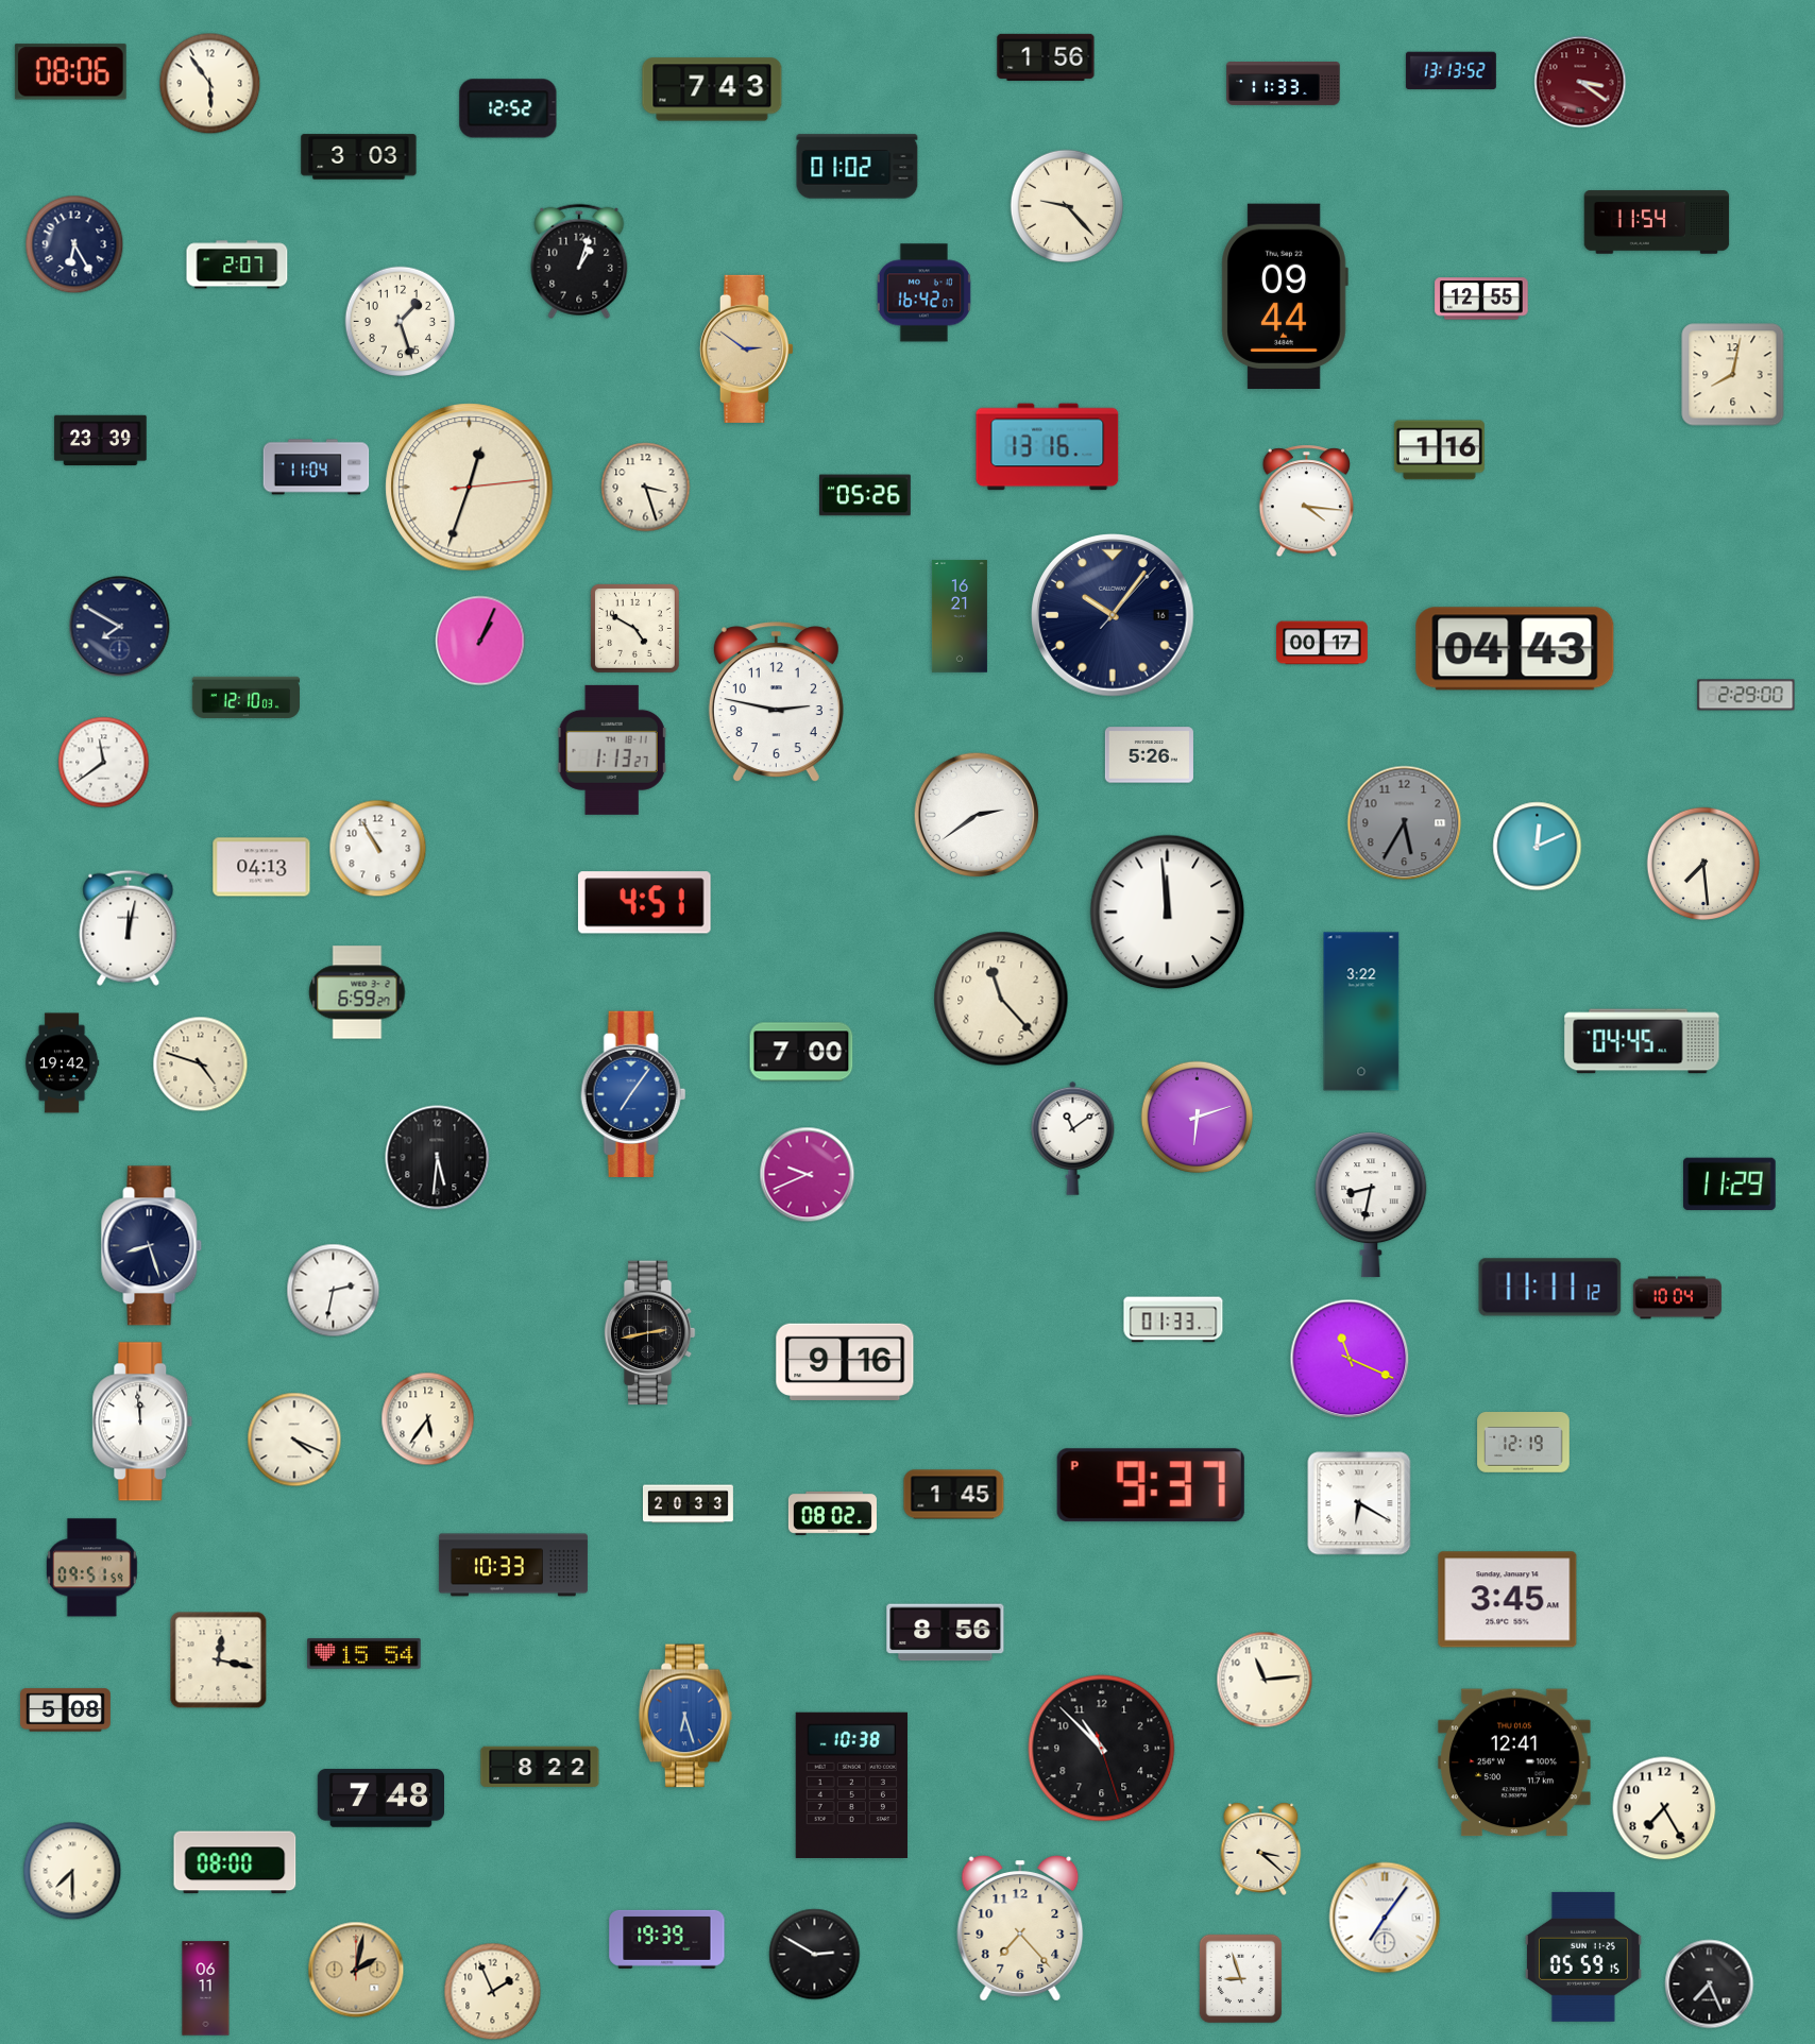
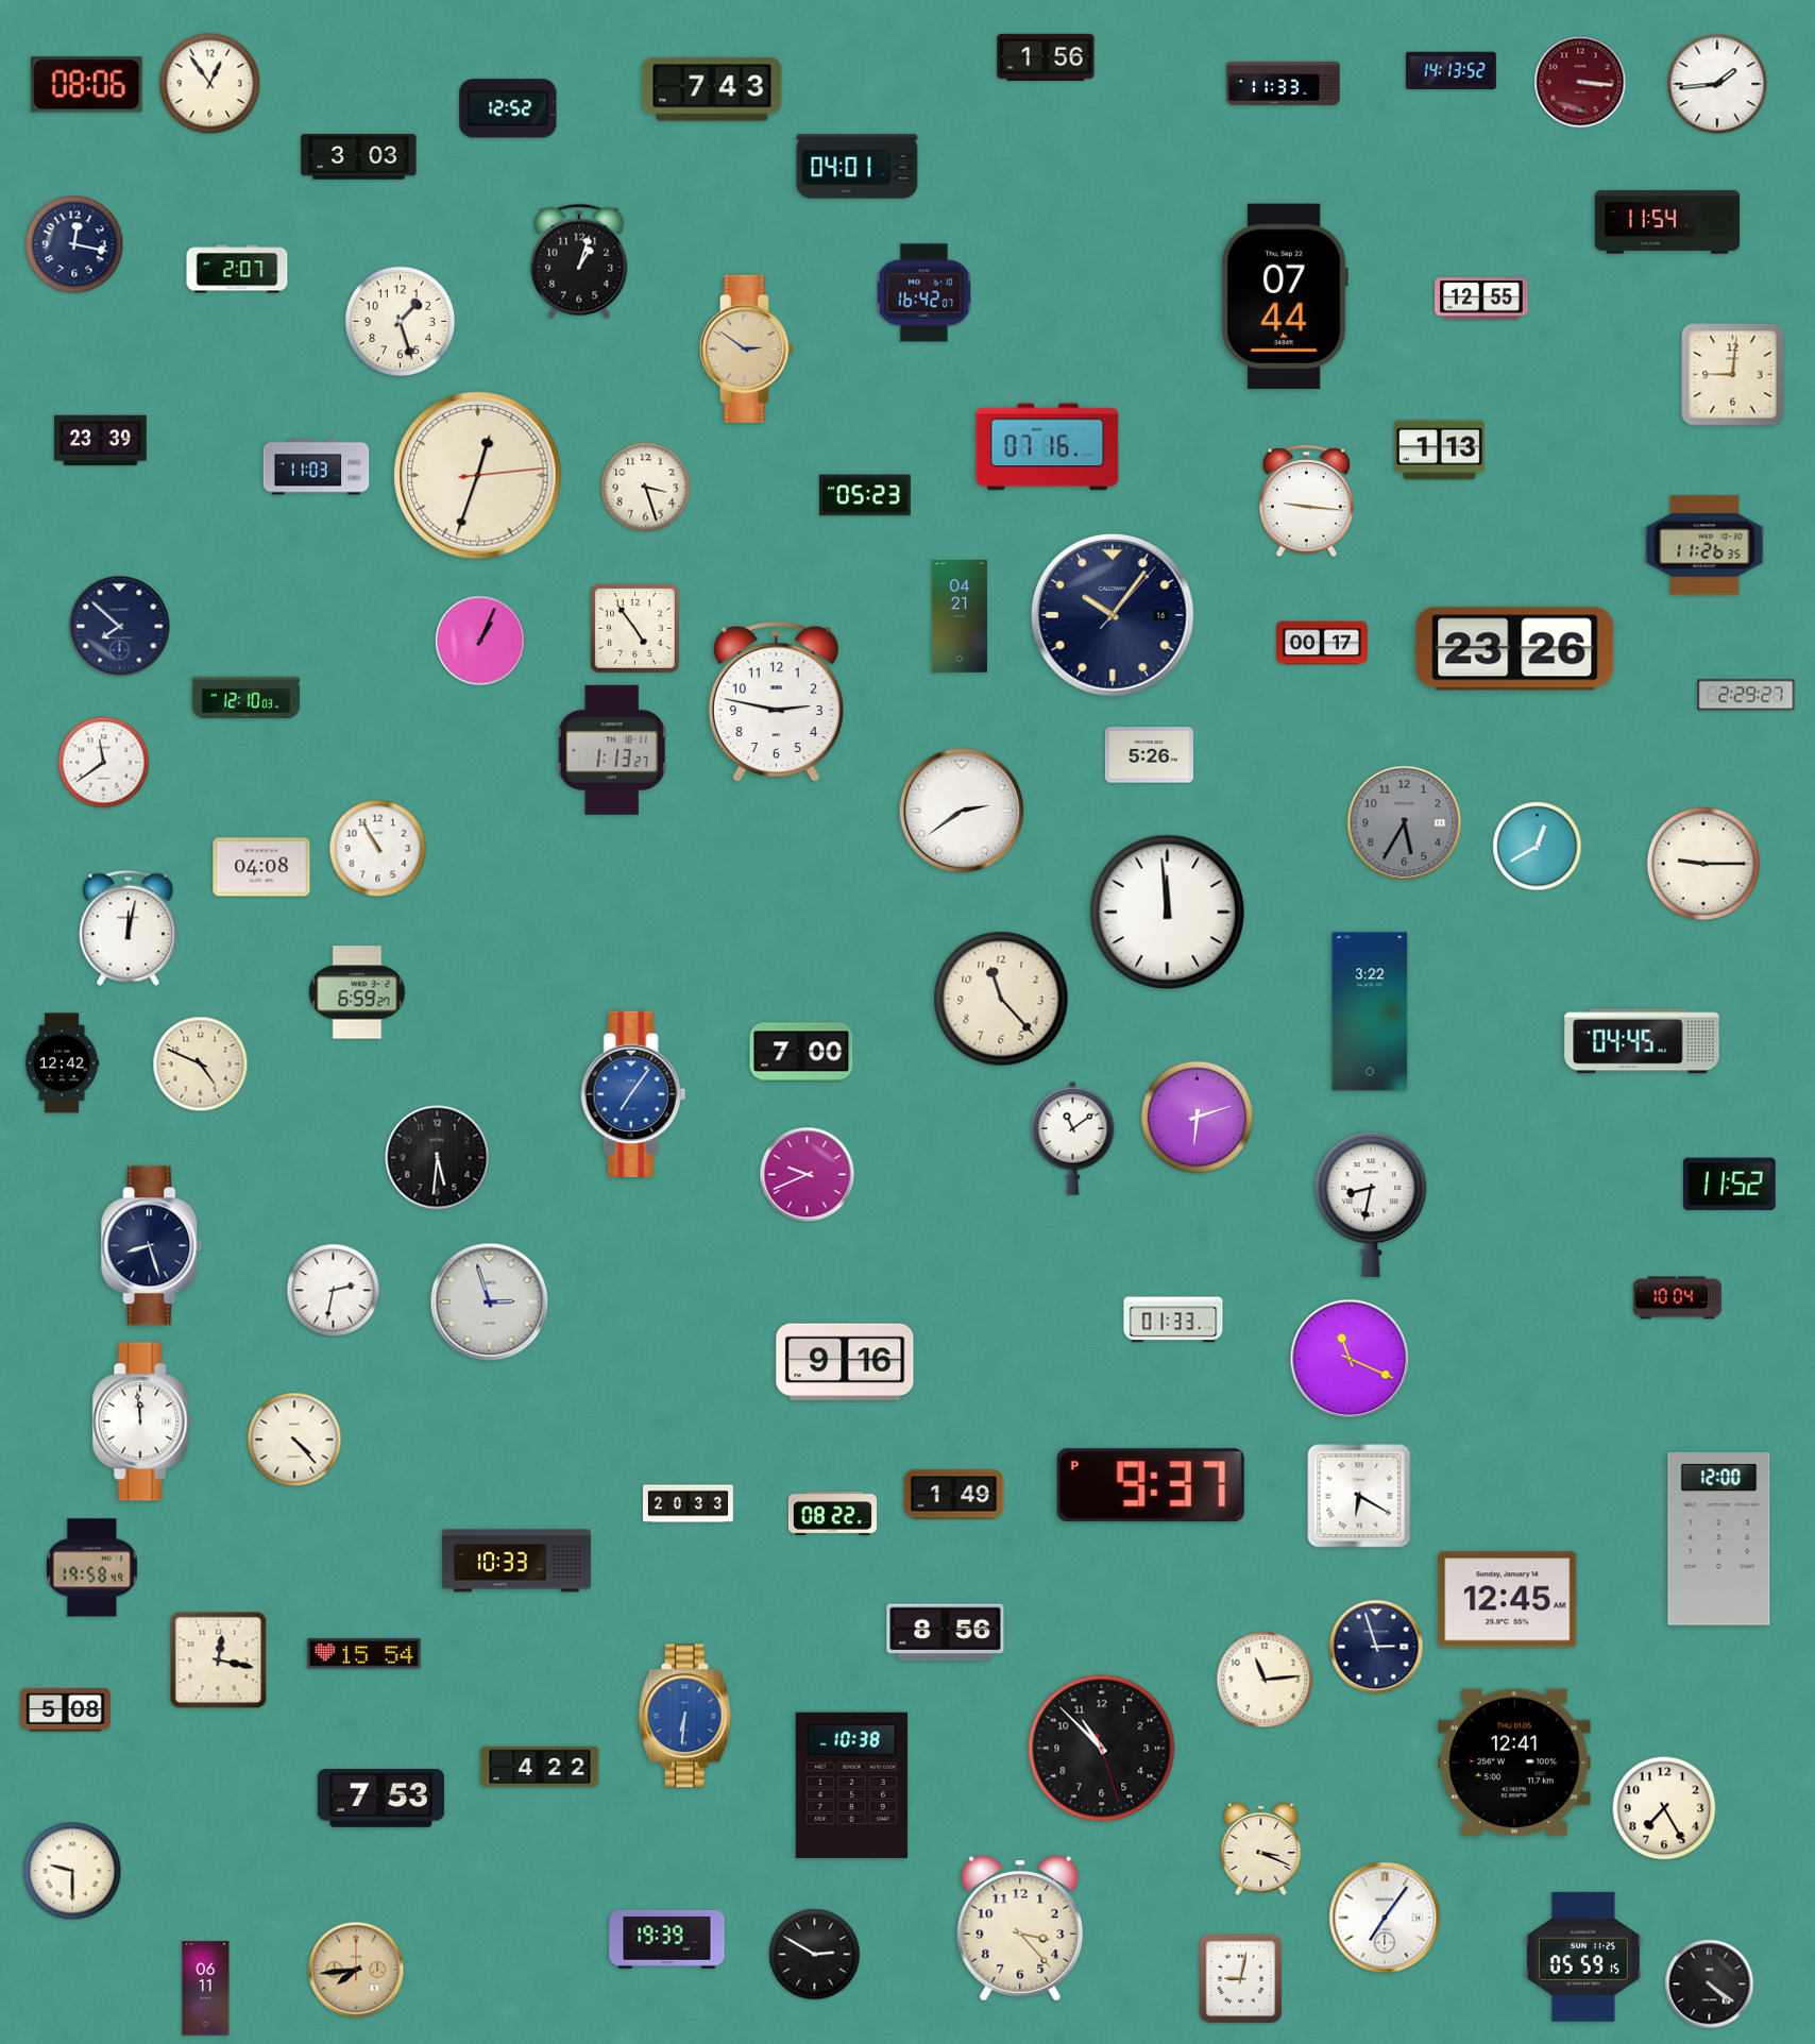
clock at (1451, 71): 13:13 -> 14:13
clock at (70, 72) position: (70, 72) -> (86, 85)
clock at (1580, 82): 3:21 -> 3:16
clock at (210, 84): 5:54 -> 12:54
clock at (1717, 84): none -> 1:44
clock at (858, 167): 01:02 -> 04:01
clock at (1066, 205): 9:23 -> none
clock at (1657, 222) position: (1657, 222) -> (1667, 222)
clock at (74, 244): 6:25 -> 12:17
clock at (237, 265) position: (237, 265) -> (237, 269)
clock at (1285, 295): 09:44 -> 07:44
clock at (1733, 375): 8:02 -> 9:01
clock at (1048, 447): 13:16 -> 07:16
clock at (1439, 450): 1:16 -> 1:13
clock at (317, 467): 11:04 -> 11:03
clock at (470, 488) position: (470, 488) -> (478, 476)
clock at (866, 495): 05:26 -> 05:23
clock at (1307, 501): 4:16 -> 9:16
clock at (1704, 545): none -> 11:26
clock at (960, 616): 16:21 -> 04:21
clock at (120, 627): 7:50 -> 7:52
clock at (634, 628): 4:50 -> 4:54
clock at (1515, 649): 04:43 -> 23:26
clock at (1746, 695): 2:29:00 -> 2:29:27
clock at (977, 815) position: (977, 815) -> (962, 811)
clock at (1538, 847): 12:11 -> 12:40
clock at (1702, 863): 7:29 -> 9:15
clock at (261, 867): 04:13 -> 04:08
clock at (644, 903): 4:51 -> none
clock at (1361, 1011) position: (1361, 1011) -> (1370, 1011)
clock at (62, 1063): 19:42 -> 12:42
clock at (201, 1064): 4:48 -> 4:49
clock at (1730, 1185): 11:29 -> 11:52
clock at (1550, 1288): 11:11 -> none
clock at (490, 1302): none -> 2:57
clock at (649, 1333): 2:43 -> none
clock at (428, 1419): 5:36 -> none
clock at (294, 1440): 4:19 -> 4:23
clock at (1524, 1443): 12:19 -> none
clock at (954, 1495): 1:45 -> 1:49
clock at (1359, 1503) position: (1359, 1503) -> (1359, 1496)
clock at (832, 1513): 08:02 -> 08:22
clock at (1719, 1539): none -> 12:00
clock at (513, 1565) position: (513, 1565) -> (516, 1561)
clock at (91, 1568): 09:51 -> 19:58
clock at (1508, 1600): 3:45 -> 12:45
clock at (1376, 1647): none -> 2:57
clock at (685, 1716): 6:27 -> 6:31
clock at (540, 1767): 8:22 -> 4:22
clock at (380, 1799): 7:48 -> 7:53
clock at (1261, 1849): 3:22 -> 3:19
clock at (235, 1862): 08:00 -> none
clock at (72, 1871): 7:30 -> 9:30
clock at (1020, 1928): 7:23 -> 3:23
clock at (356, 1970): 2:02 -> 7:44
clock at (1241, 1979): 8:57 -> 9:02
clock at (1710, 1985): 7:26 -> 4:21
clock at (493, 1992): 1:56 -> none
